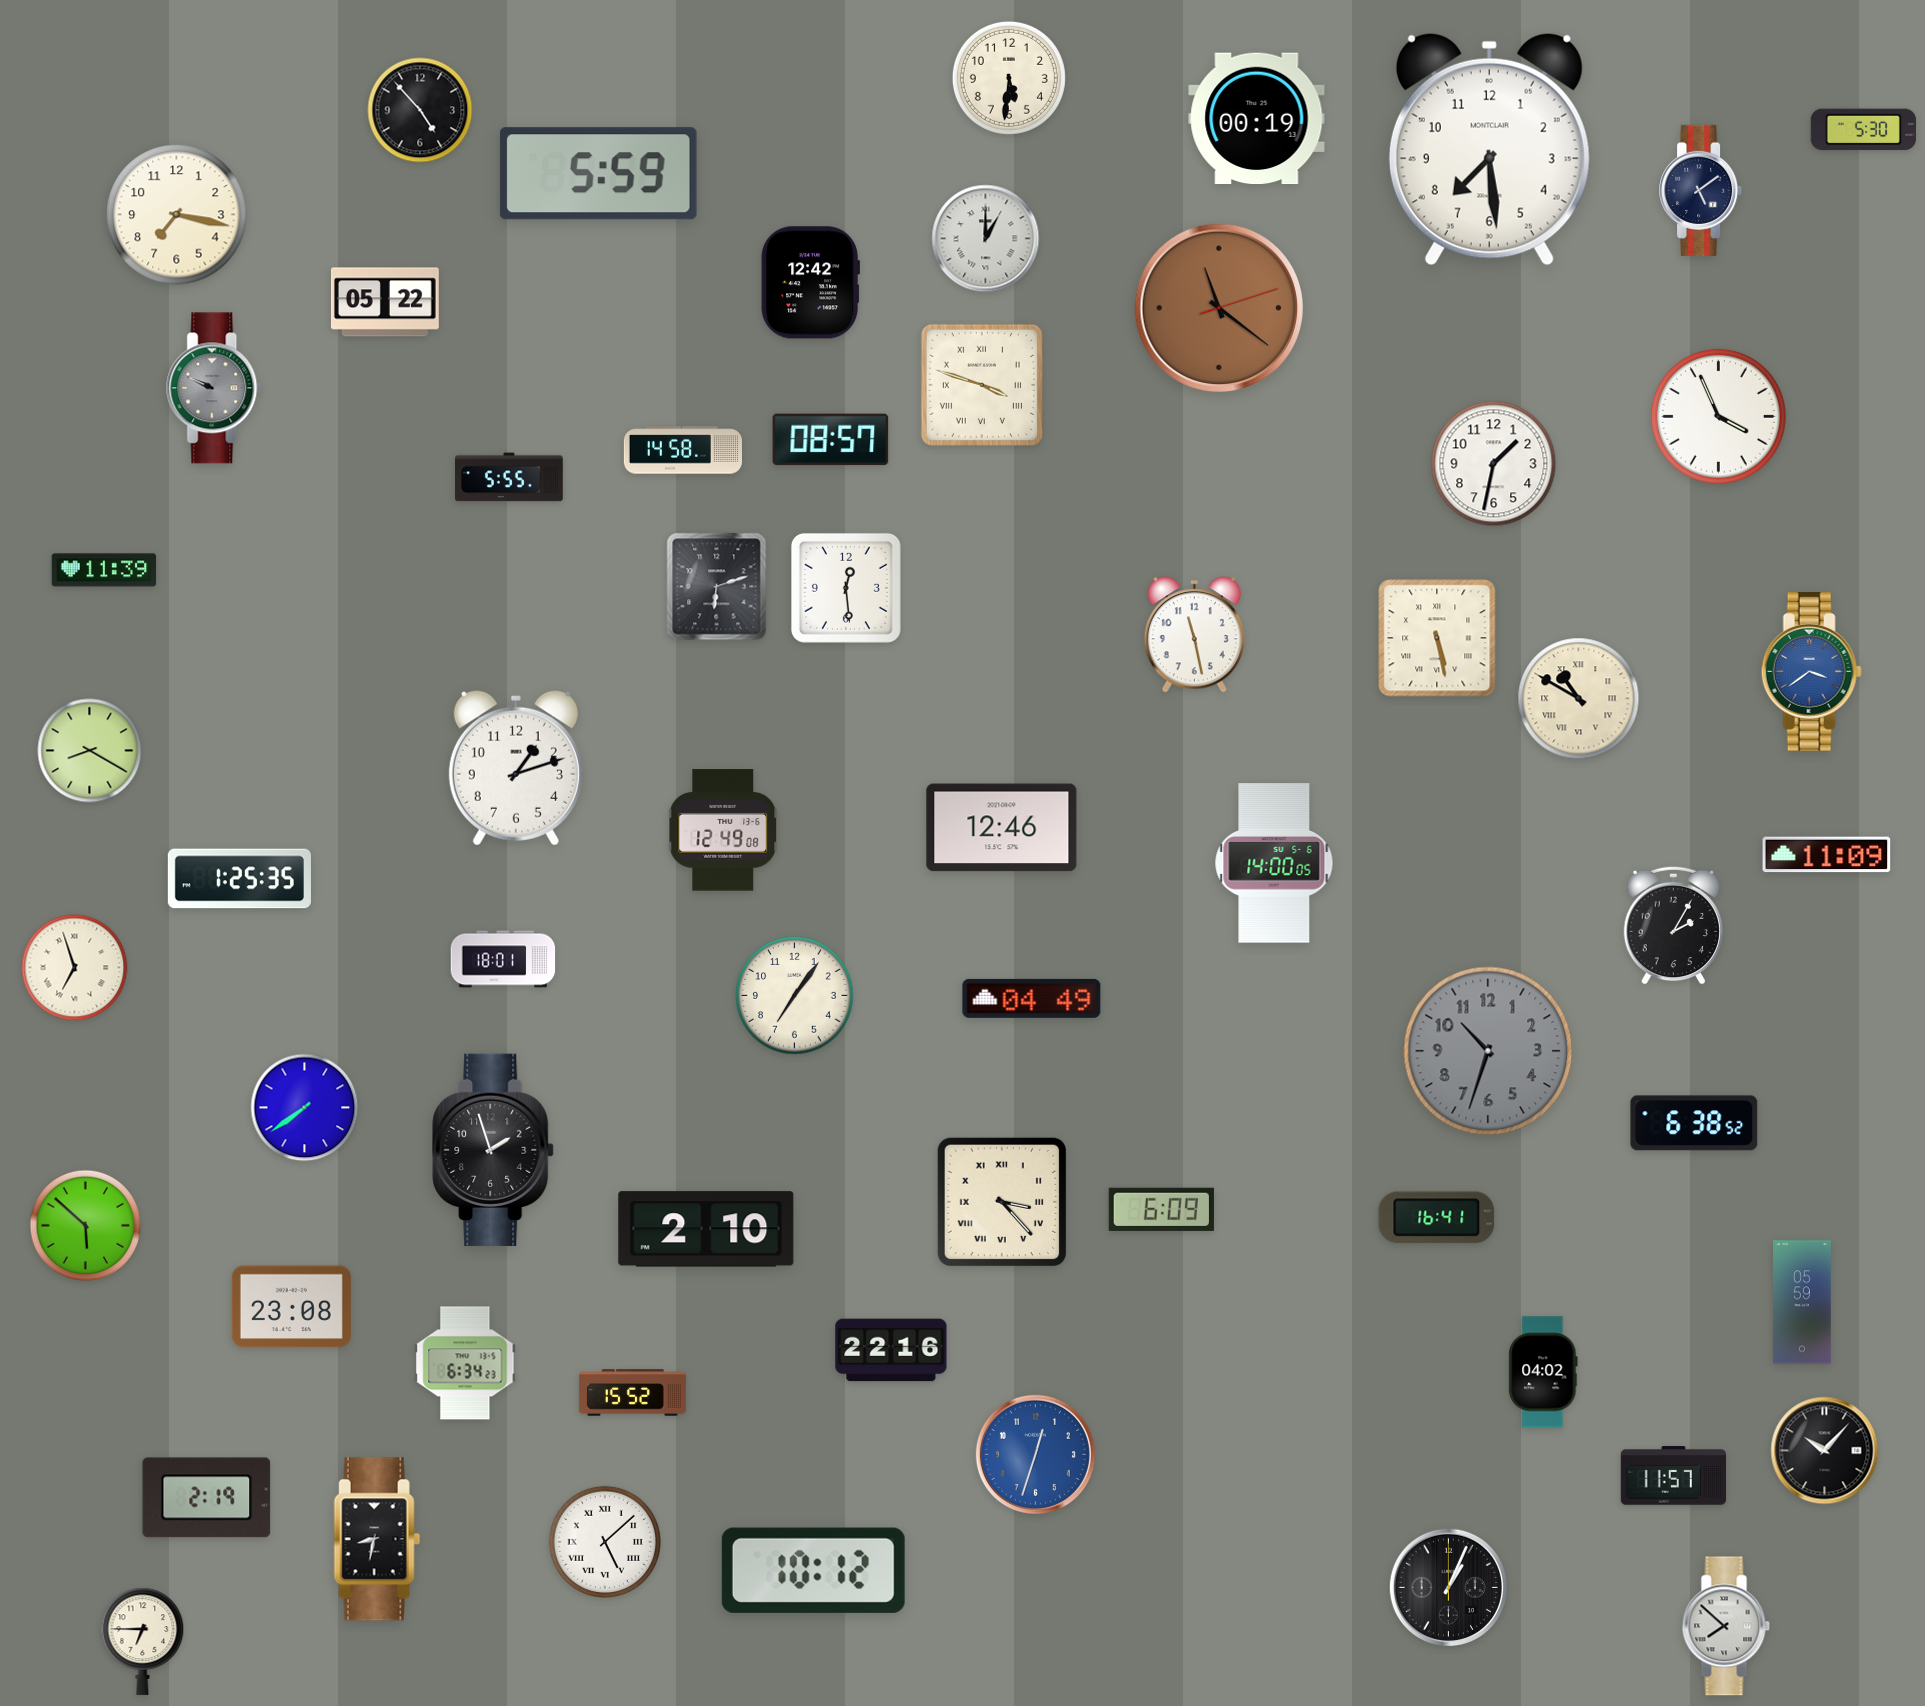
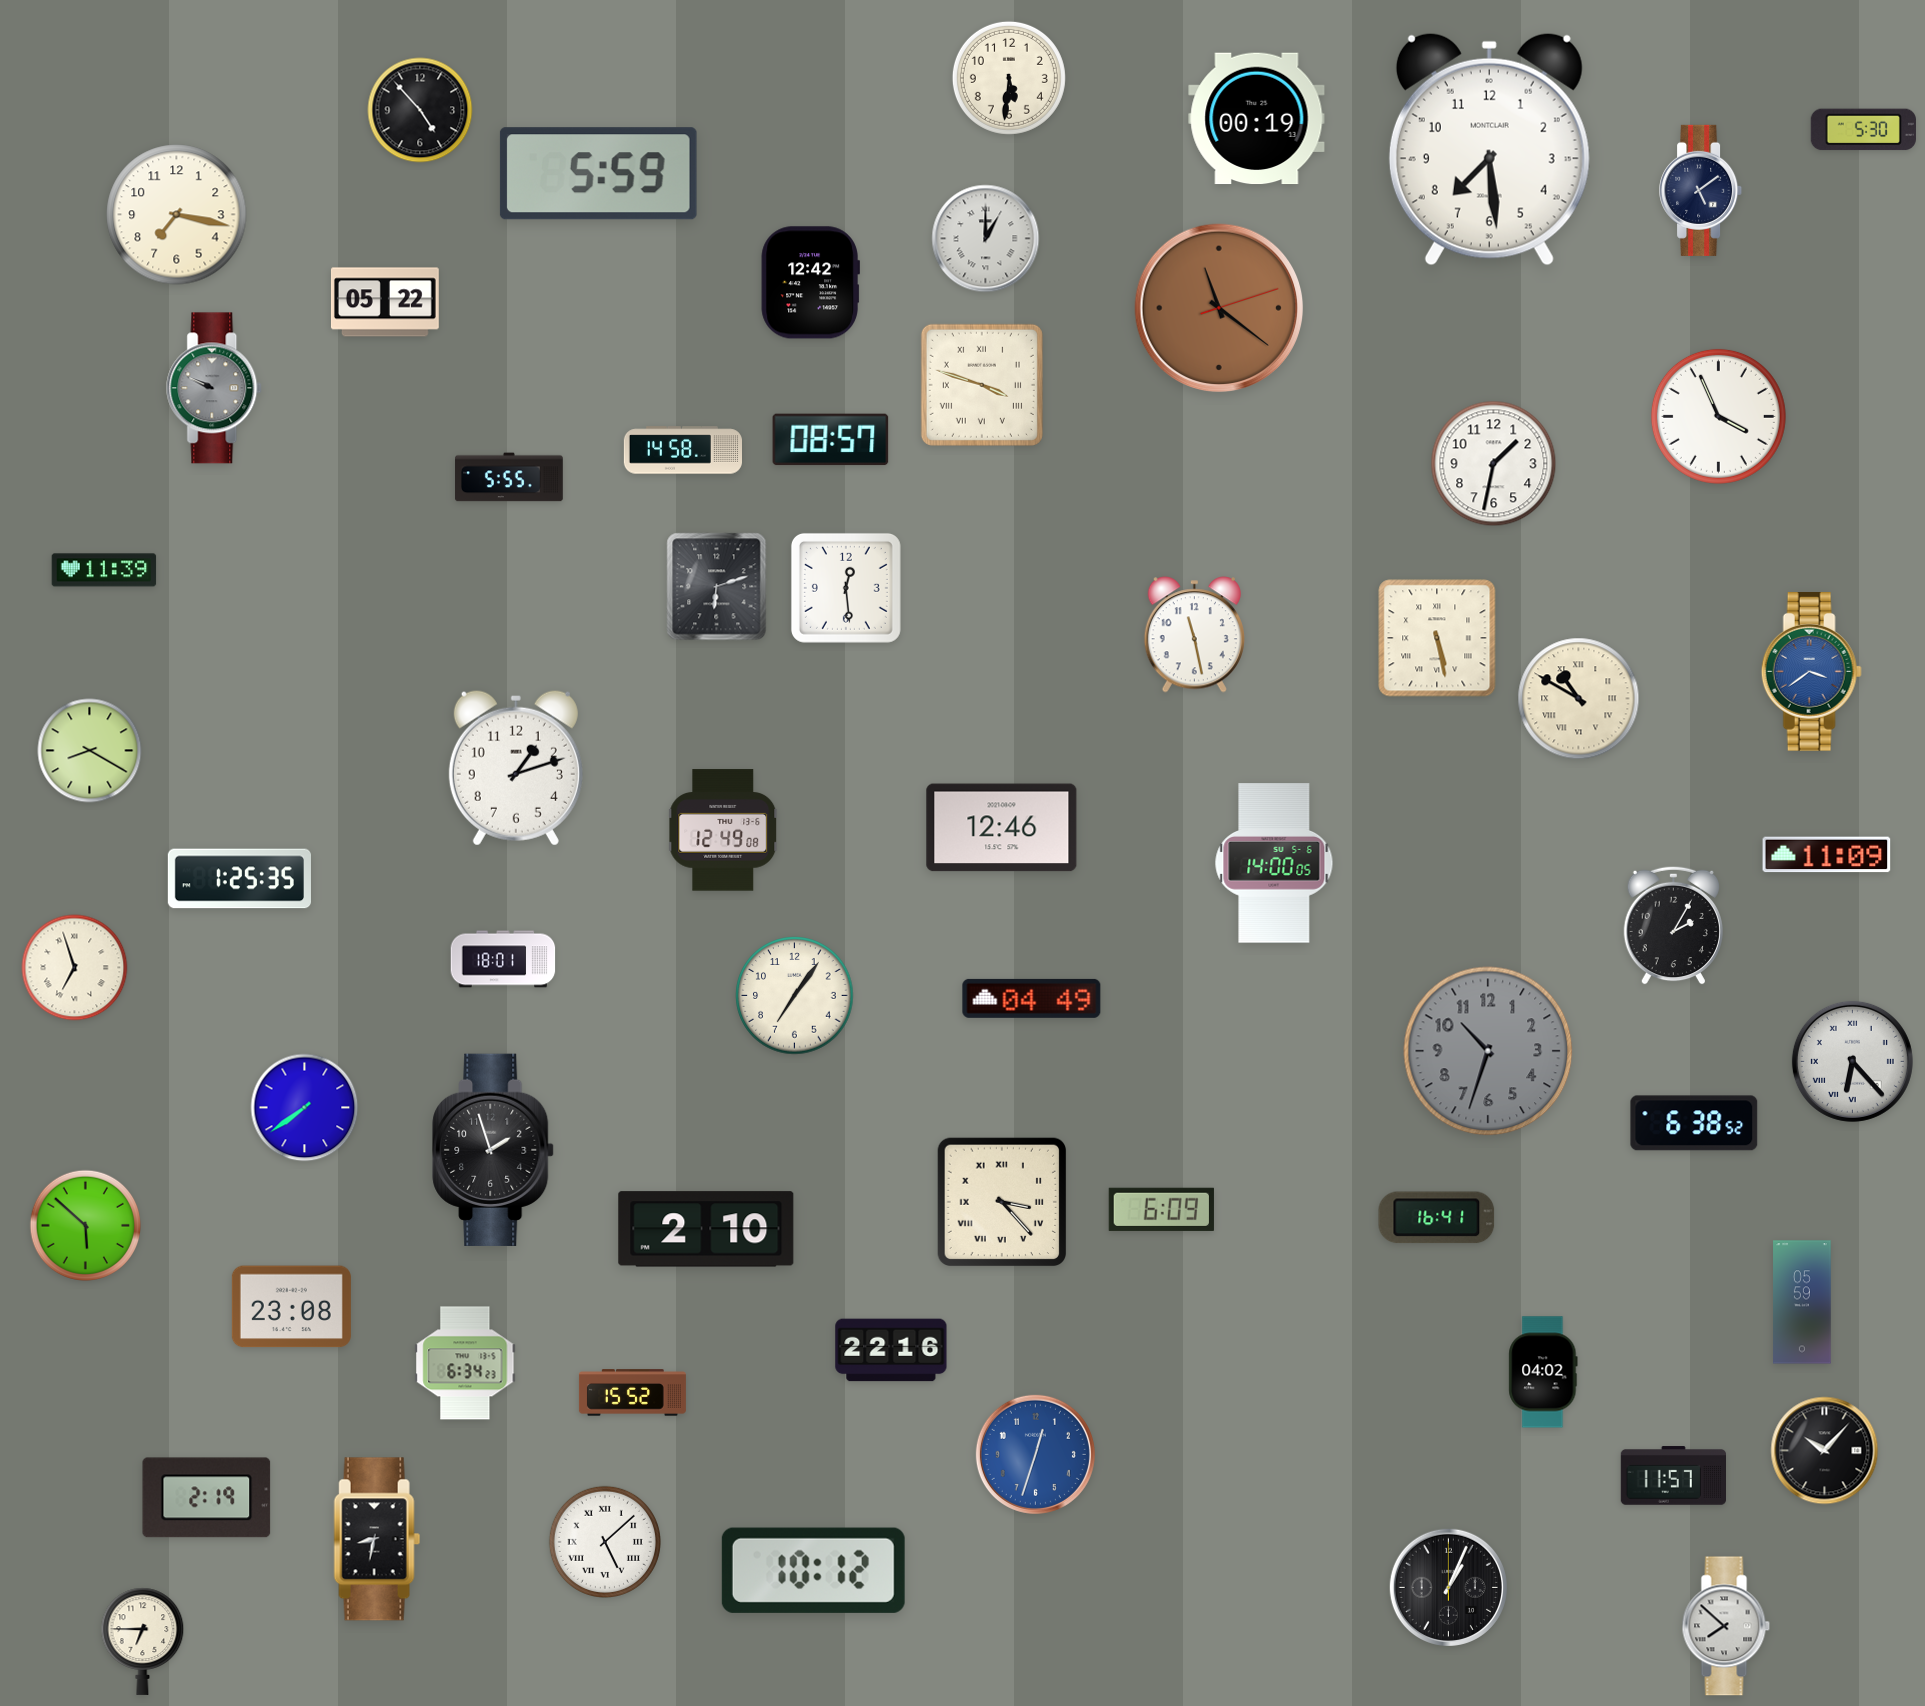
clock at (1852, 1061): none -> 6:23
